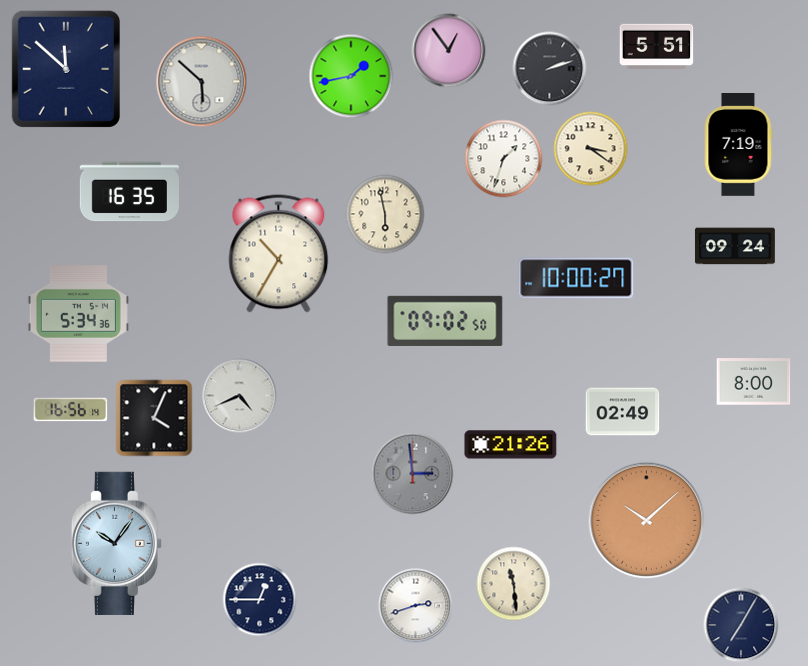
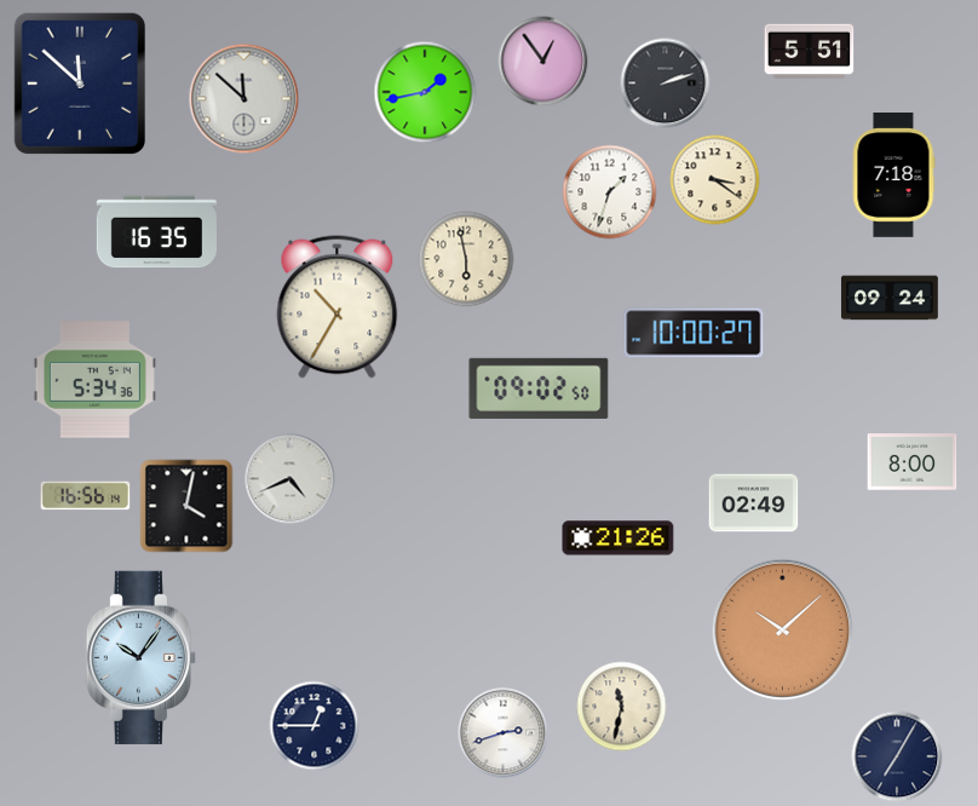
clock at (657, 47) position: (657, 47) -> (810, 52)
clock at (202, 82): 5:52 -> 11:52
clock at (738, 145): 7:19 -> 7:18
clock at (576, 278) position: (576, 278) -> (694, 333)
clock at (623, 412) position: (623, 412) -> (754, 503)
clock at (154, 418): 4:04 -> 4:02
clock at (413, 474): 2:59 -> none
clock at (514, 584): 11:29 -> 11:32
